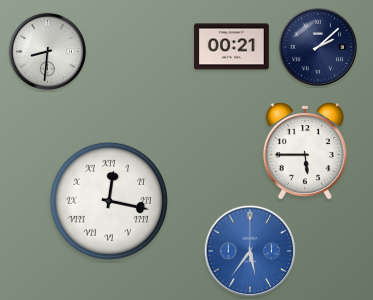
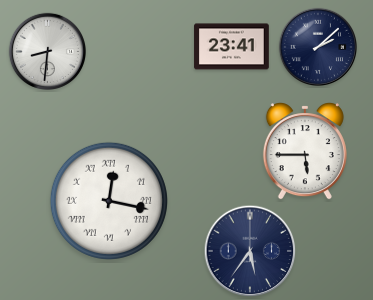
clock at (232, 47): 00:21 -> 23:41
clock at (250, 251) dial: blue -> navy
